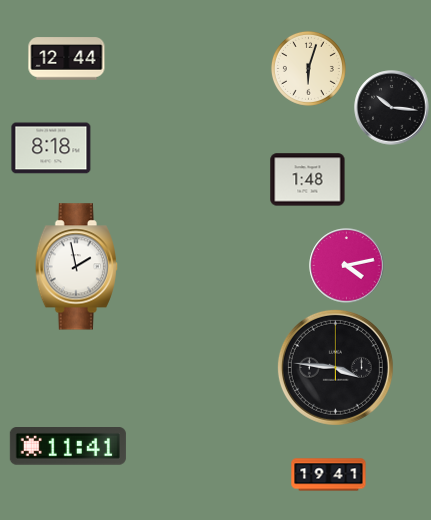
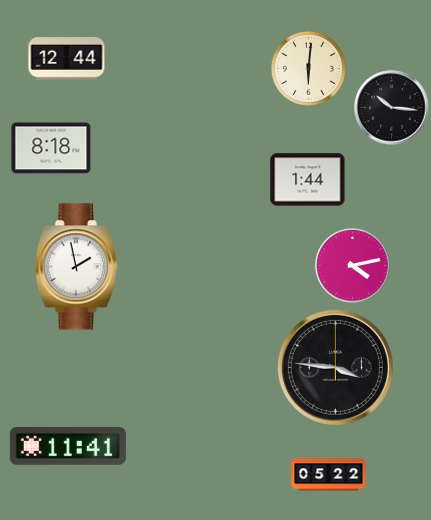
clock at (308, 68): 6:03 -> 6:01
clock at (308, 180): 1:48 -> 1:44
clock at (347, 266) position: (347, 266) -> (353, 266)
clock at (329, 475): 19:41 -> 05:22
